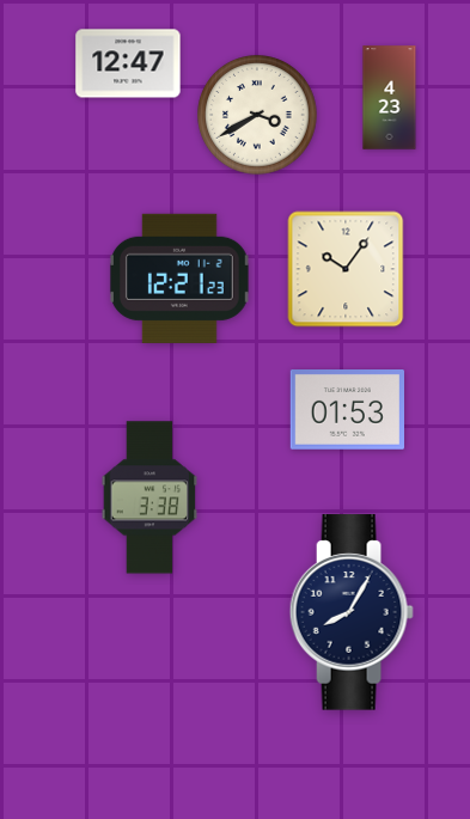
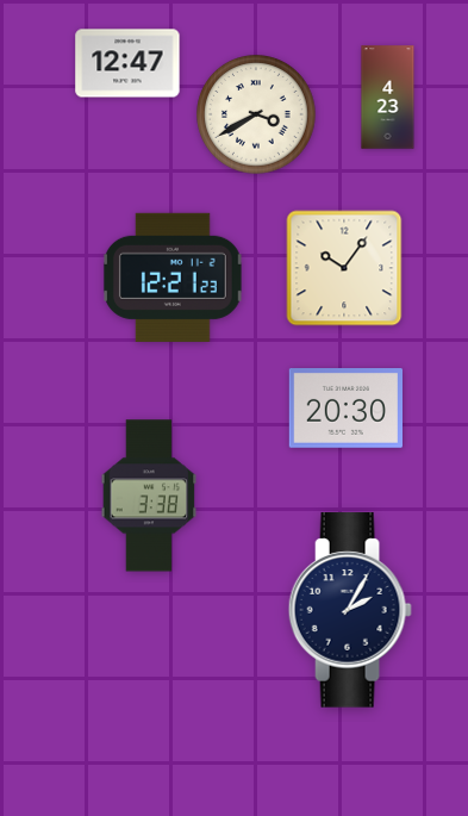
clock at (179, 279) position: (179, 279) -> (173, 278)
clock at (347, 410): 01:53 -> 20:30
clock at (352, 612): 8:05 -> 2:05
